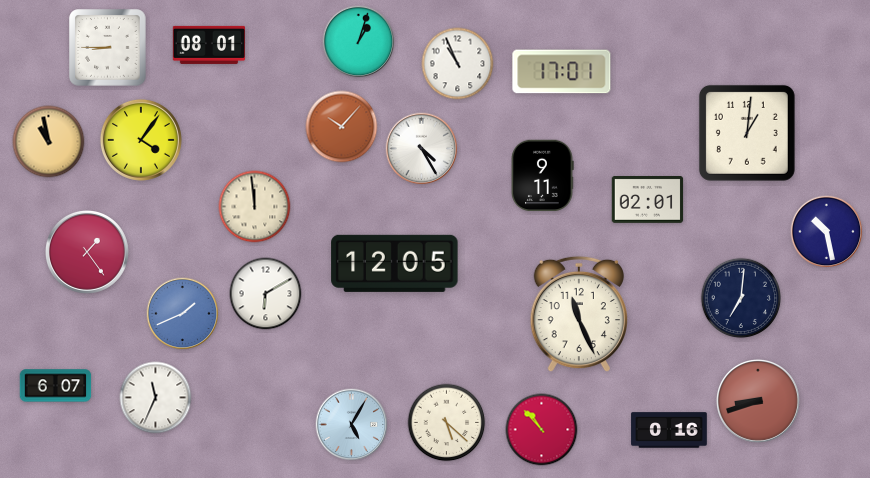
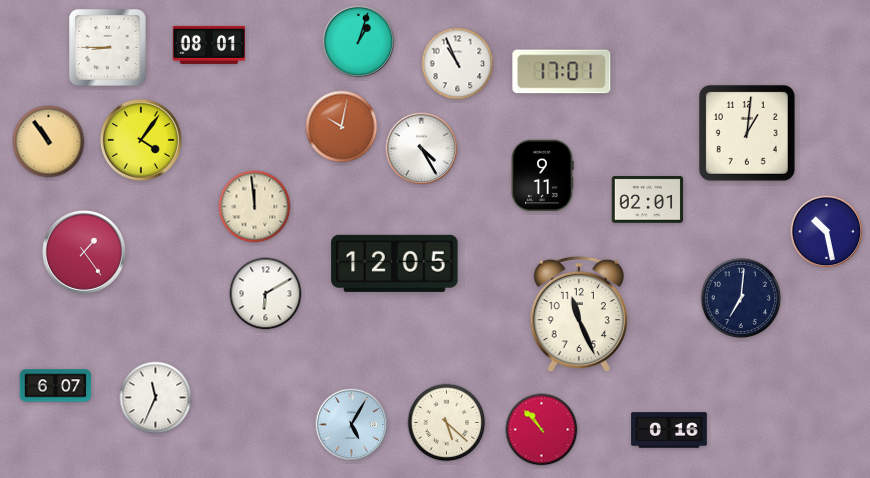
clock at (342, 127): 10:07 -> 10:02
clock at (49, 142): 10:58 -> 10:54
clock at (87, 252) position: (87, 252) -> (84, 252)
clock at (183, 314): 1:41 -> none
clock at (758, 401): 8:42 -> none
